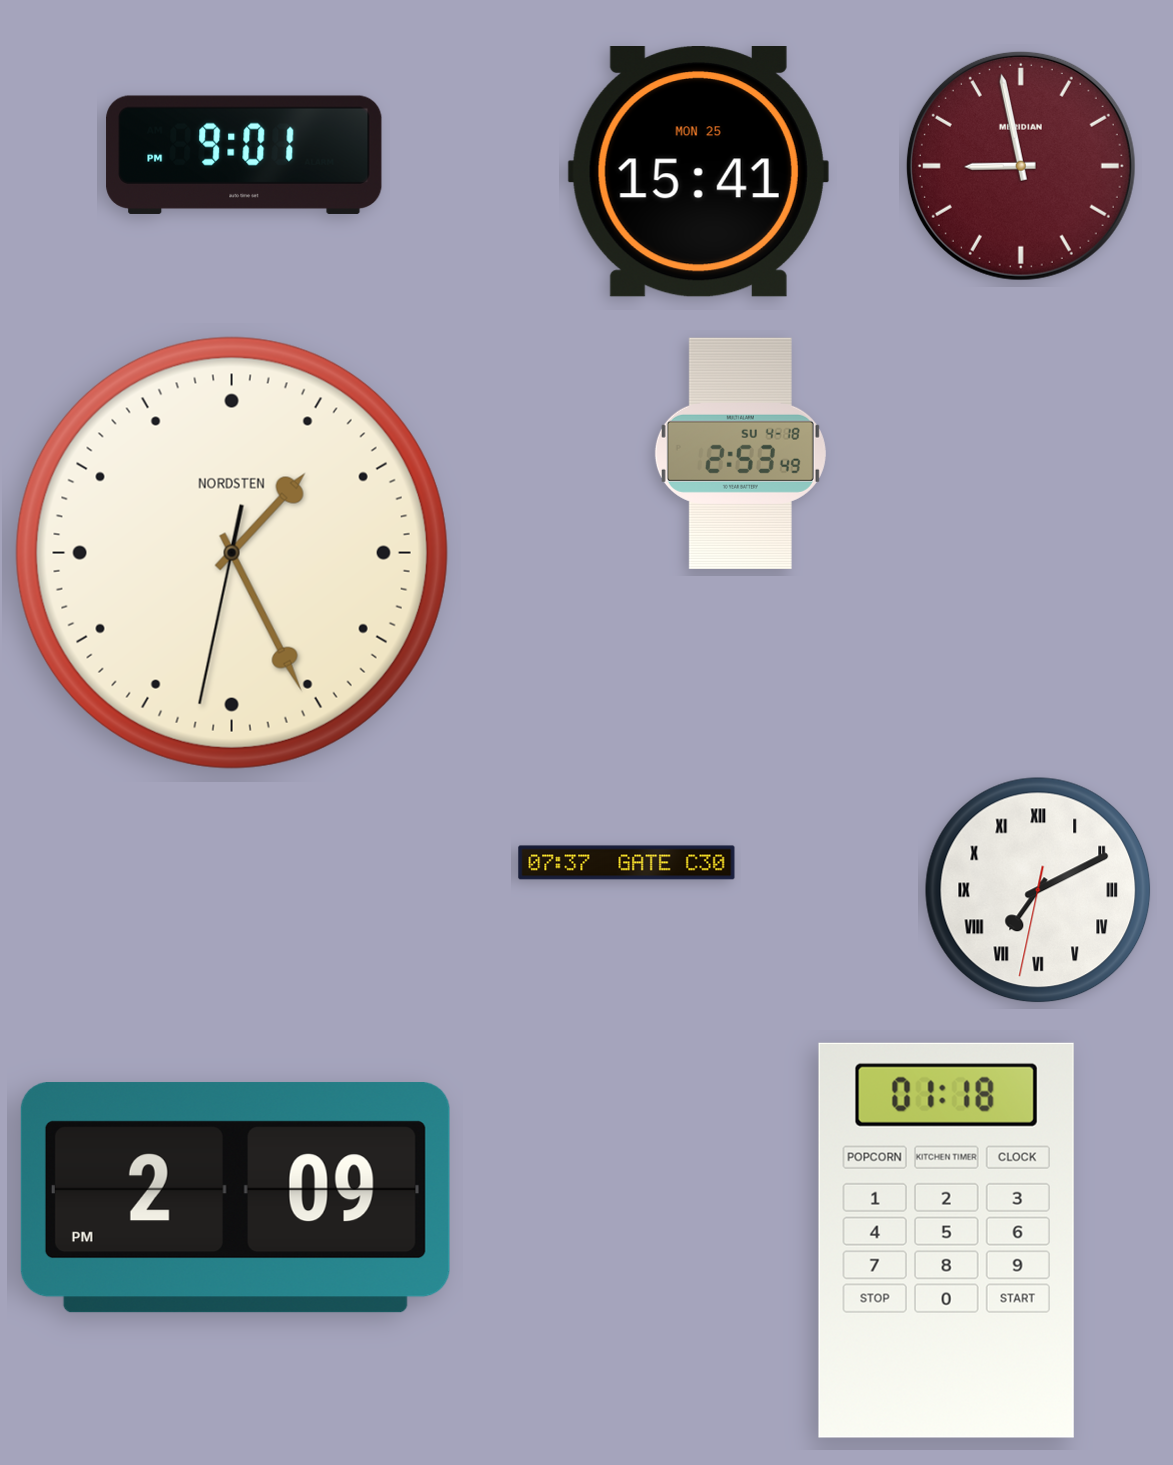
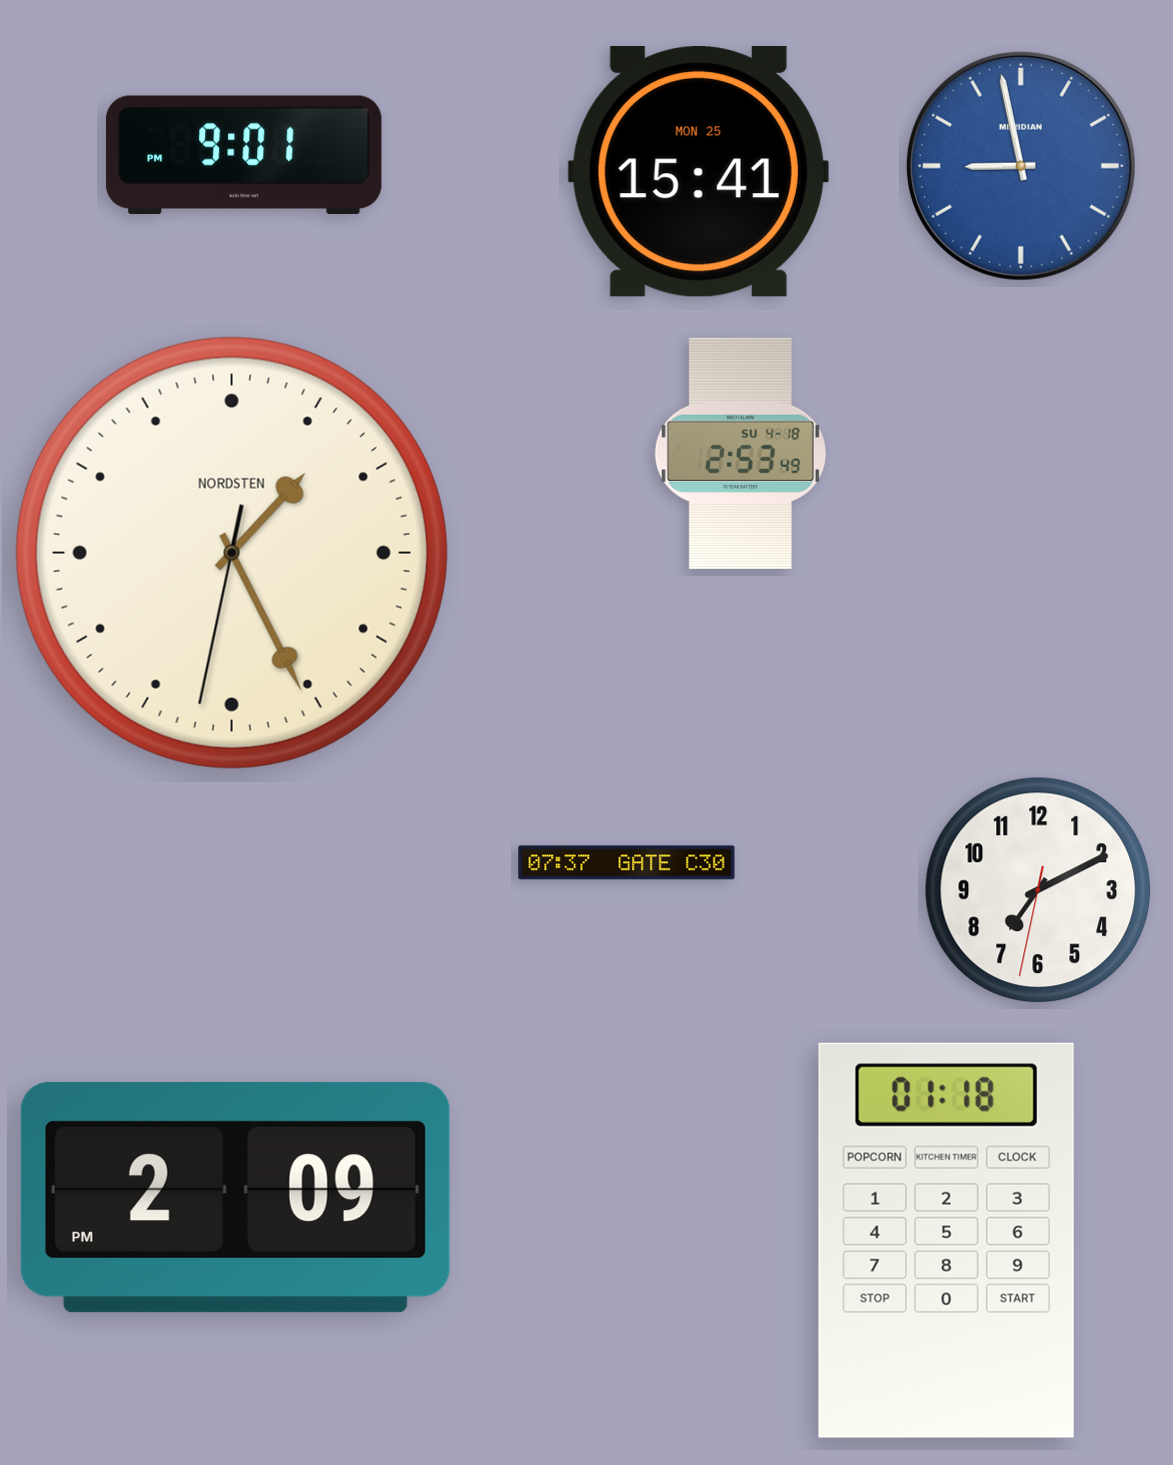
clock at (1021, 166) dial: burgundy -> blue
clock at (1038, 890) numerals: Roman -> Arabic
